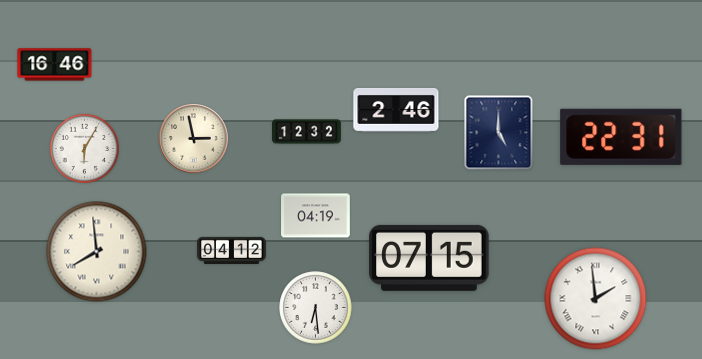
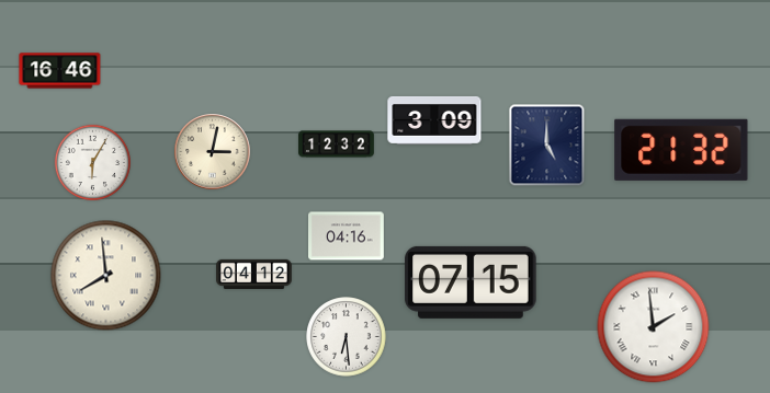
clock at (396, 110): 2:46 -> 3:09
clock at (621, 137): 22:31 -> 21:32
clock at (194, 139): 2:58 -> 3:02
clock at (316, 216): 04:19 -> 04:16
